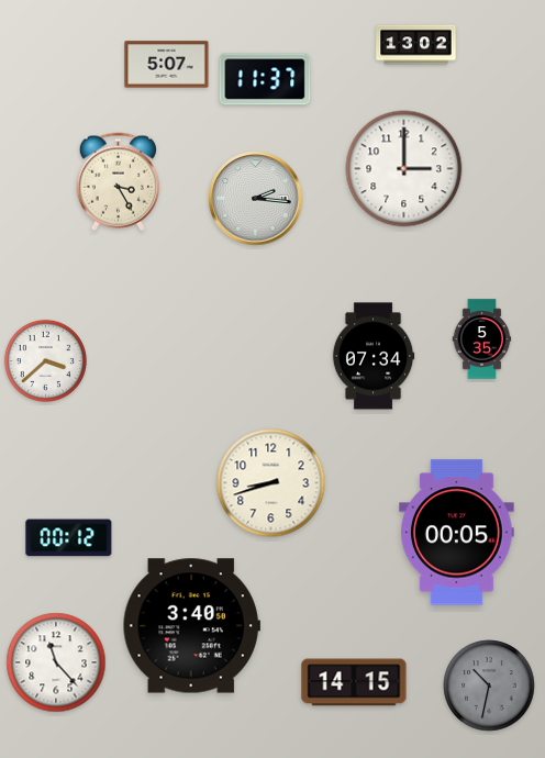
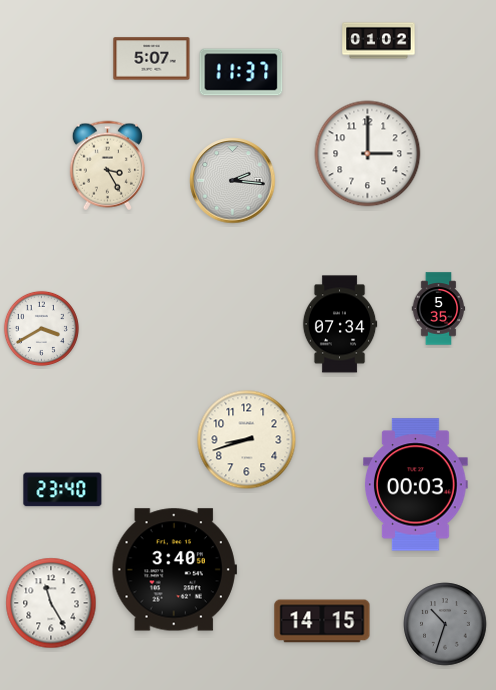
clock at (416, 45): 13:02 -> 01:02
clock at (45, 360): 3:38 -> 3:40
clock at (457, 533): 00:05 -> 00:03
clock at (69, 538): 00:12 -> 23:40
clock at (56, 662): 11:23 -> 11:25
clock at (489, 685): 10:32 -> 10:33
